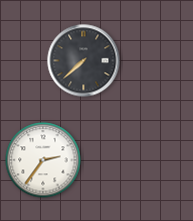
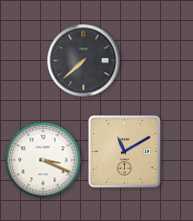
clock at (125, 152): none -> 11:10
clock at (43, 160): 2:36 -> 3:19
